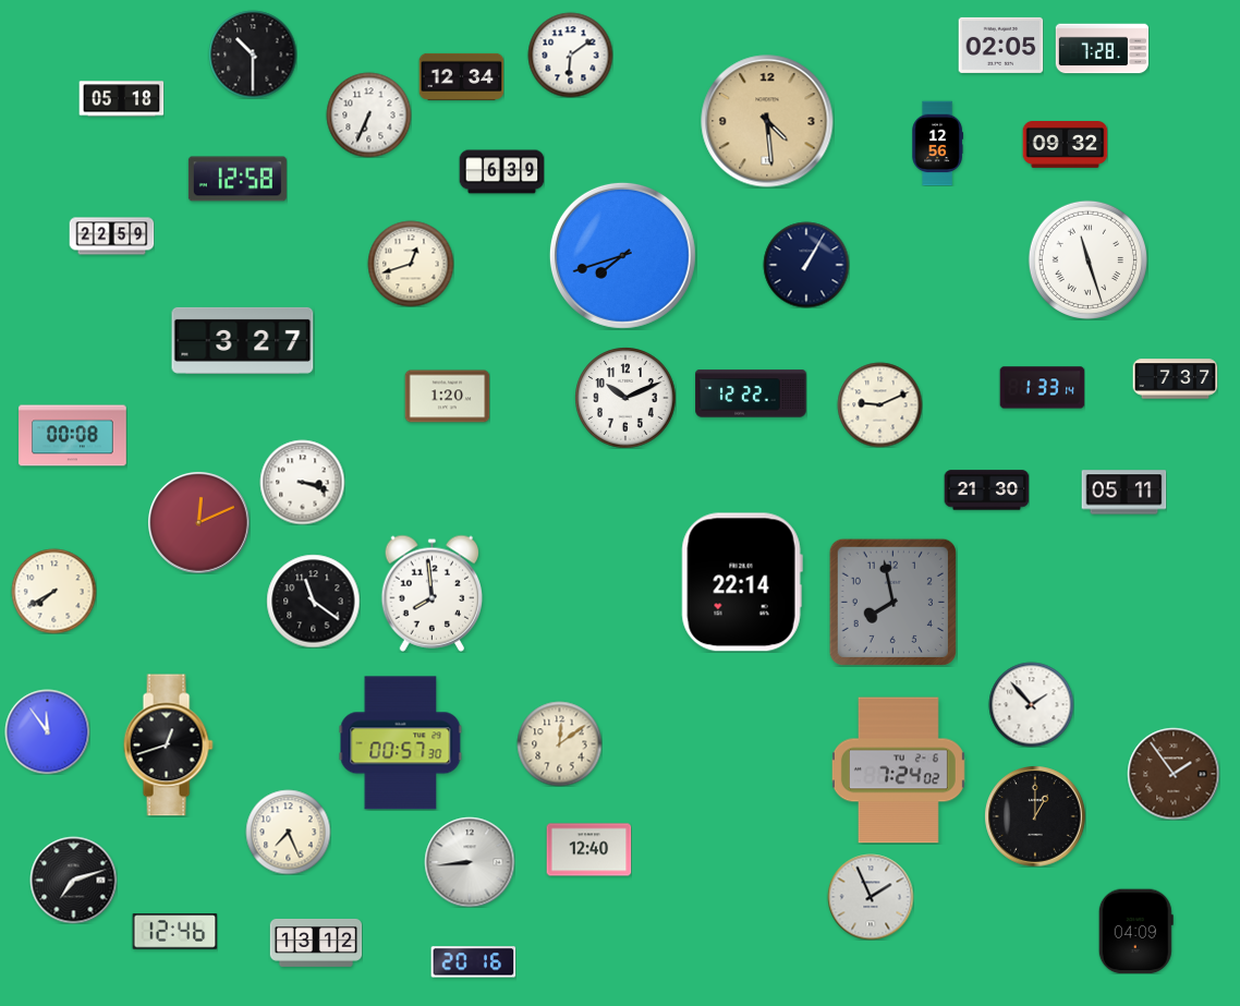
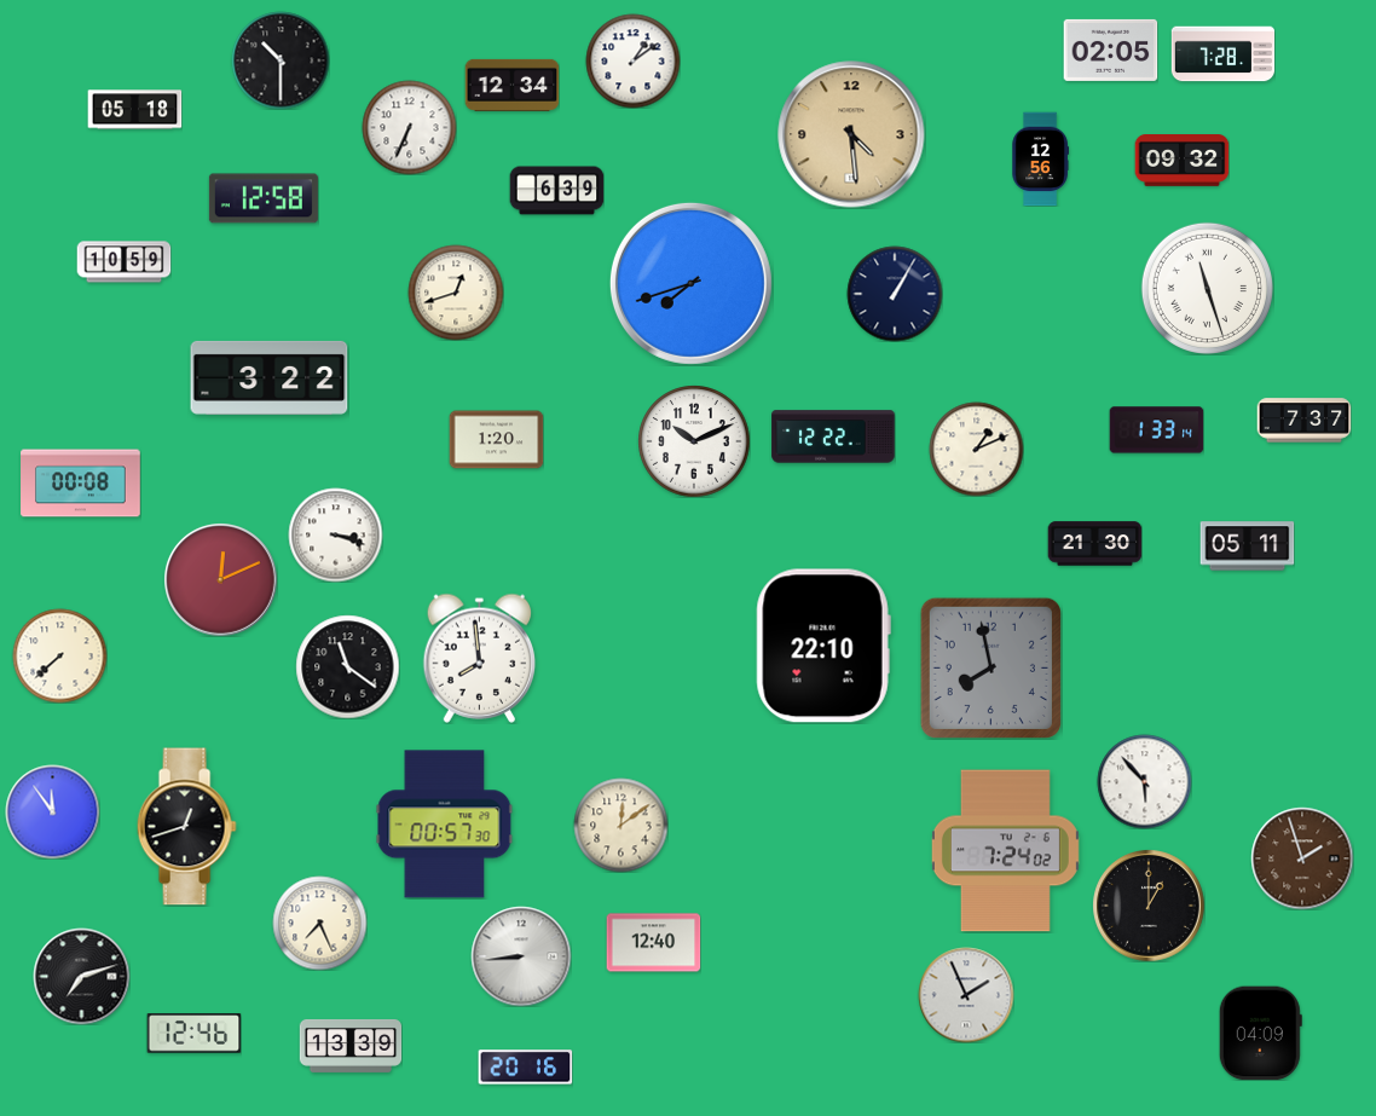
clock at (570, 54): 6:09 -> 1:09
clock at (111, 237): 22:59 -> 10:59
clock at (243, 340): 3:27 -> 3:22
clock at (879, 404): 9:11 -> 1:11
clock at (742, 582): 22:14 -> 22:10
clock at (53, 591): 7:40 -> 7:38
clock at (1031, 704): 1:53 -> 5:53
clock at (898, 771) position: (898, 771) -> (1005, 851)
clock at (1174, 774): 1:54 -> 1:57
clock at (316, 943): 13:12 -> 13:39
